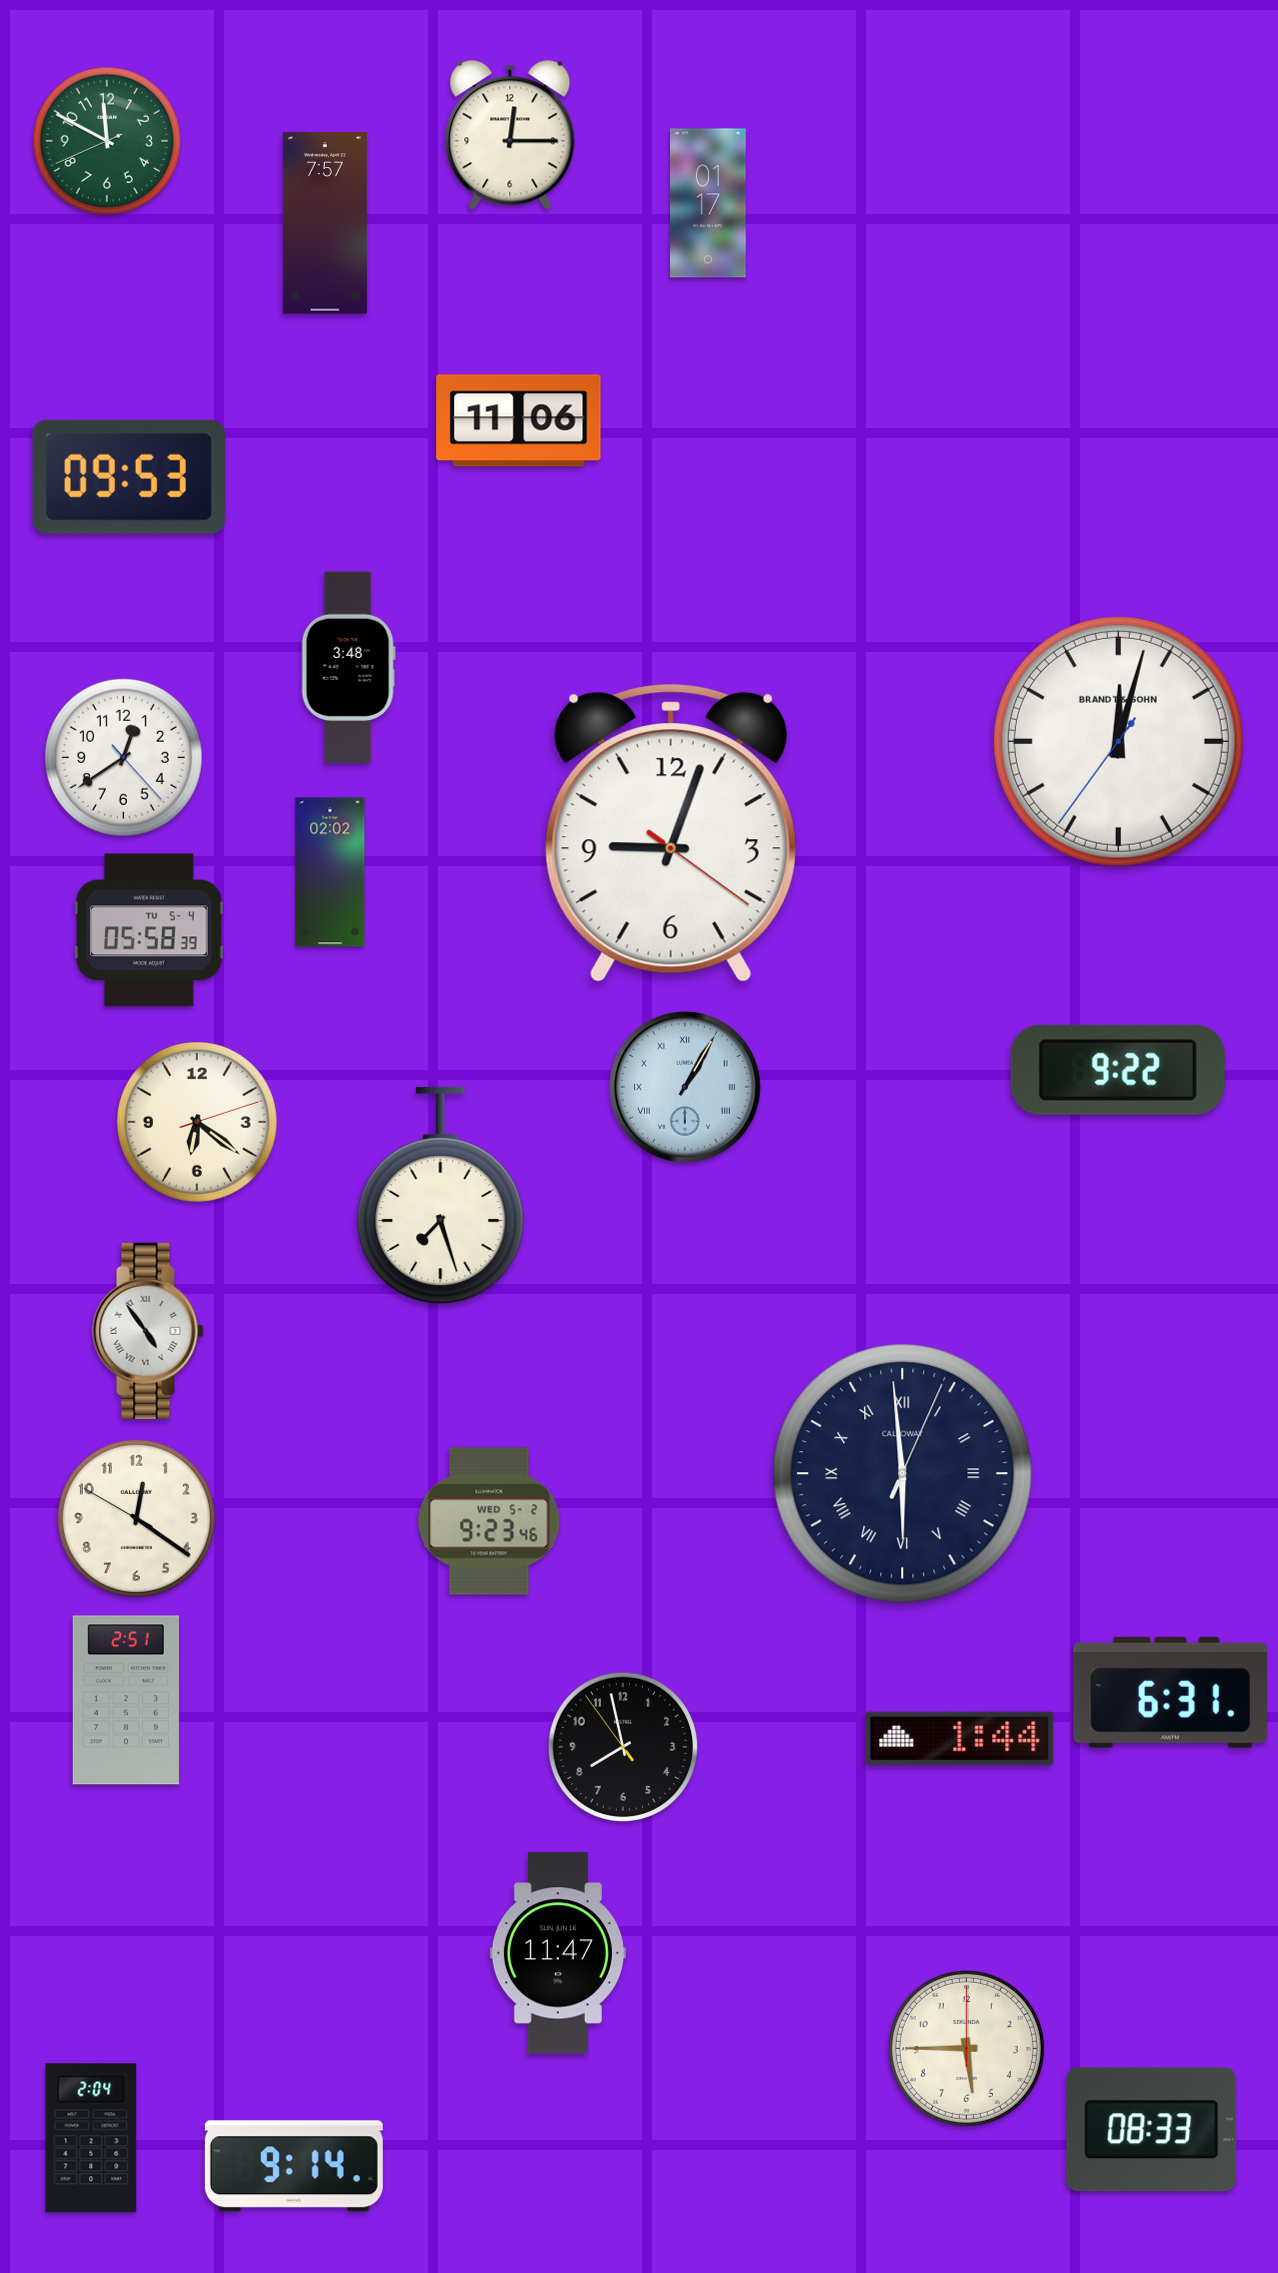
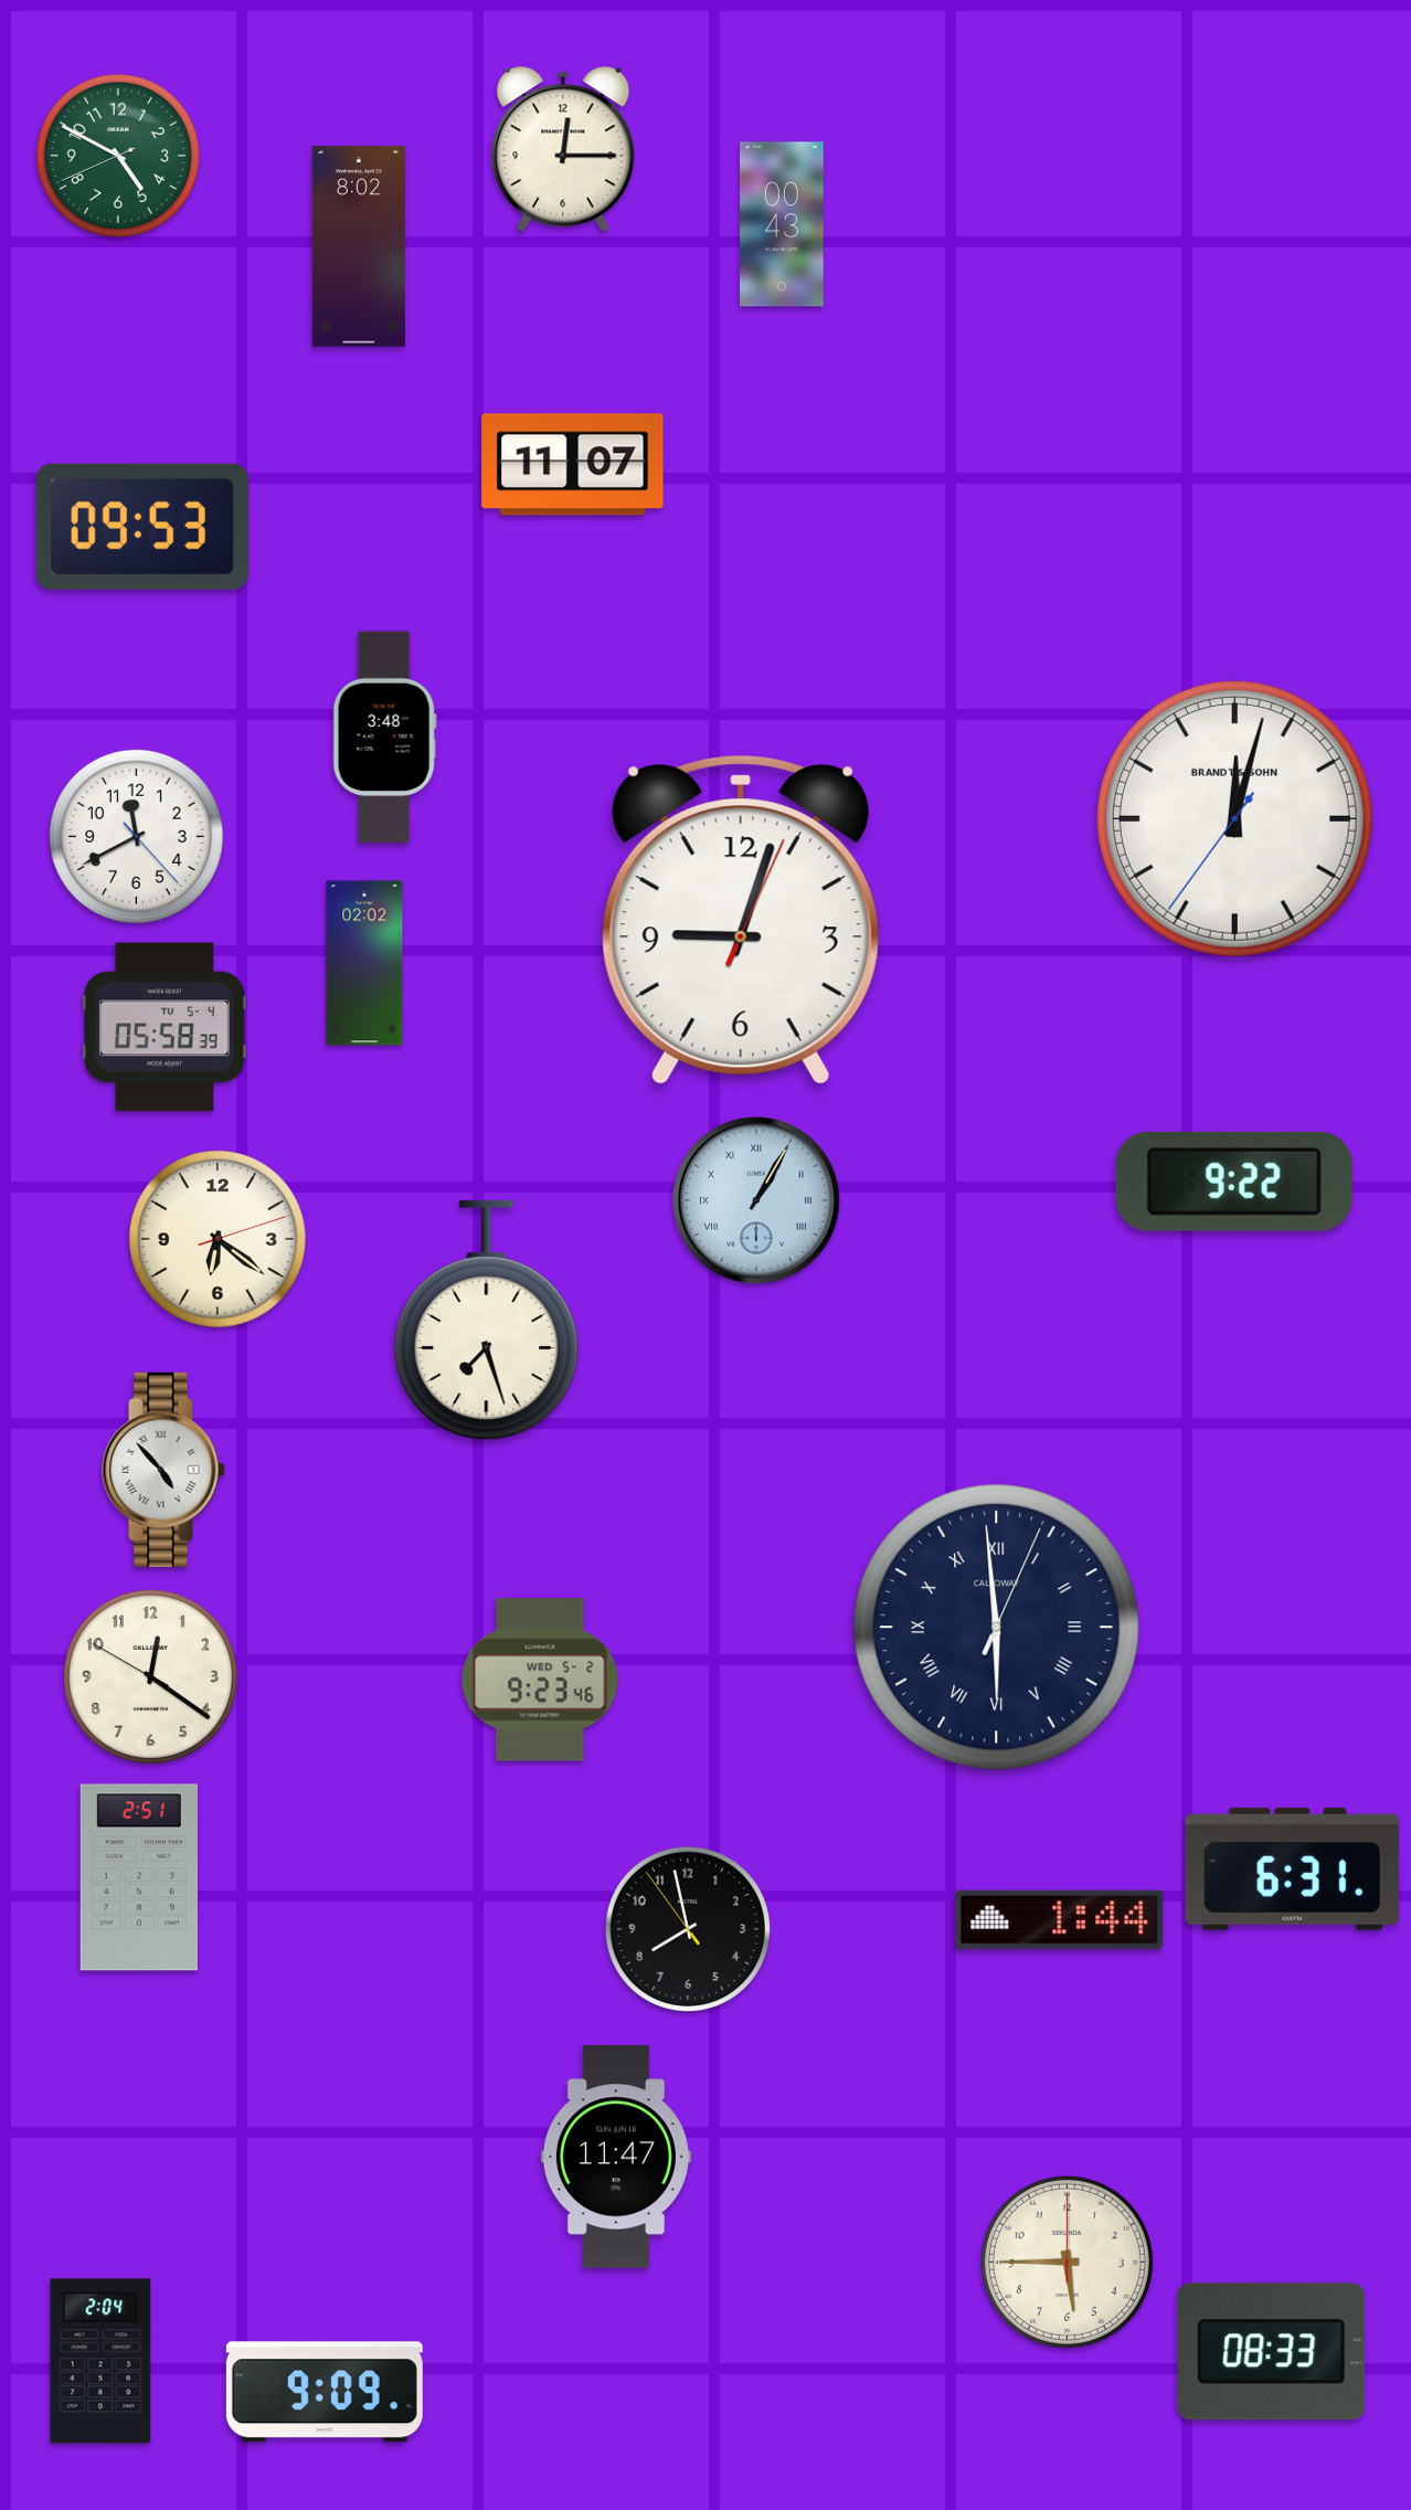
clock at (107, 141): 11:49 -> 4:49
clock at (709, 203): 01:17 -> 00:43
clock at (325, 223): 7:57 -> 8:02
clock at (519, 421): 11:06 -> 11:07
clock at (123, 757): 12:39 -> 11:40
clock at (671, 833): 9:03:21 -> 9:03:04
clock at (148, 1331): 4:54 -> 4:53
clock at (294, 2166): 9:14 -> 9:09
